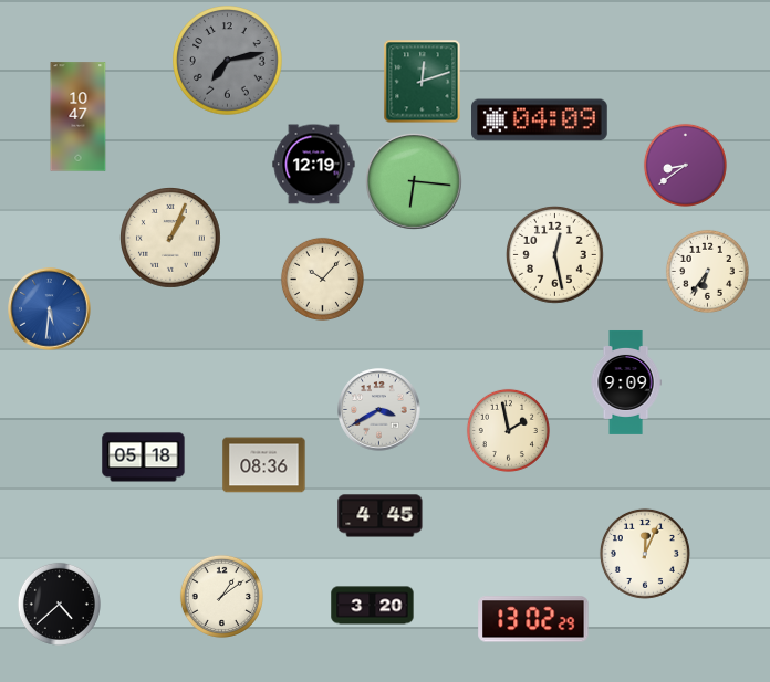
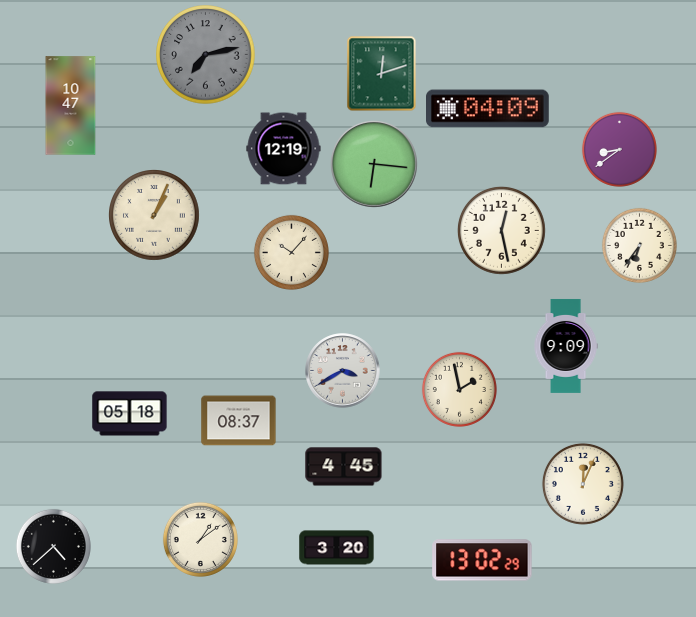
clock at (50, 309): 5:31 -> none
clock at (264, 465): 08:36 -> 08:37
clock at (645, 554) position: (645, 554) -> (583, 484)
